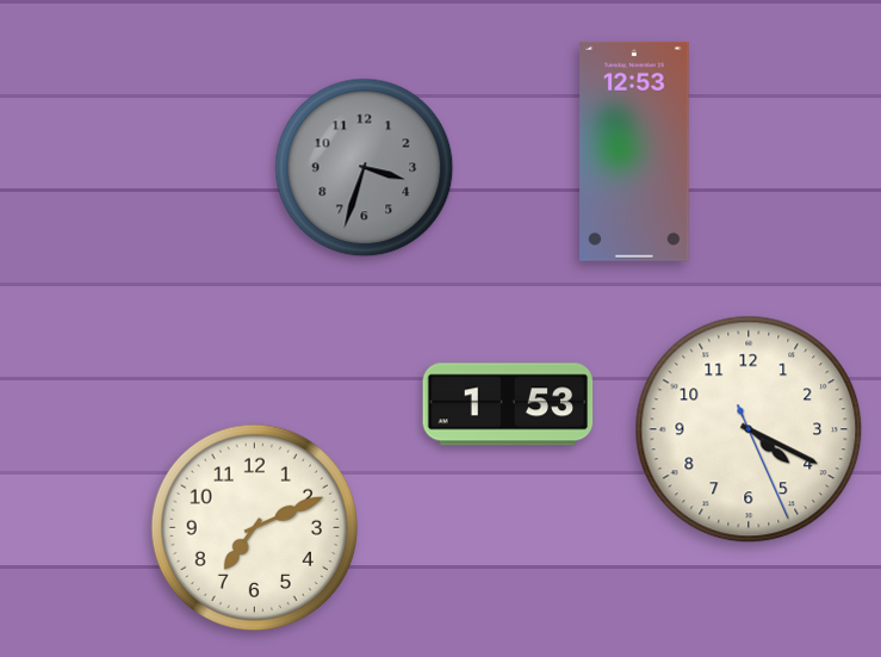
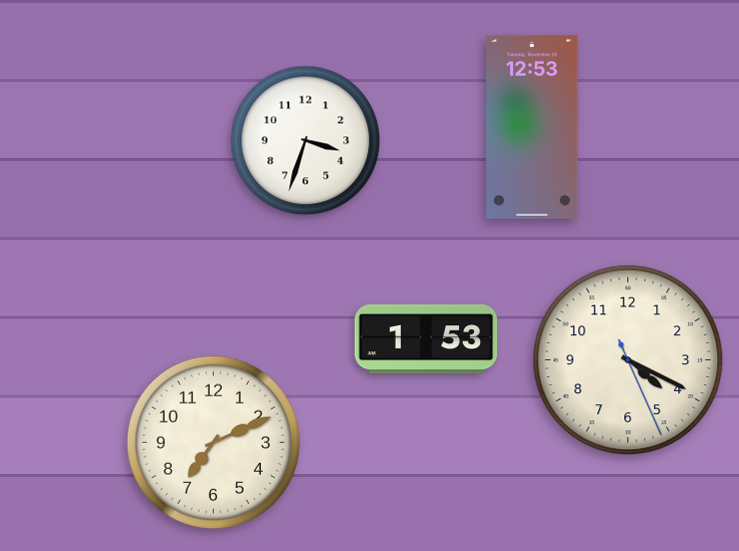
clock at (365, 168) dial: grey -> white
